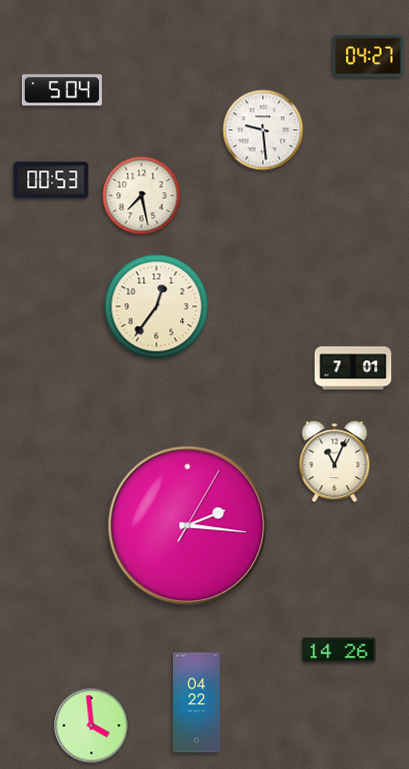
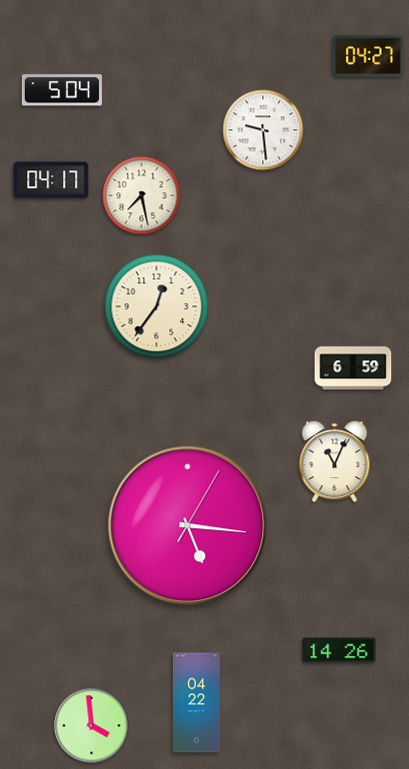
clock at (51, 180): 00:53 -> 04:17
clock at (353, 368): 7:01 -> 6:59
clock at (188, 526): 2:16 -> 5:16
